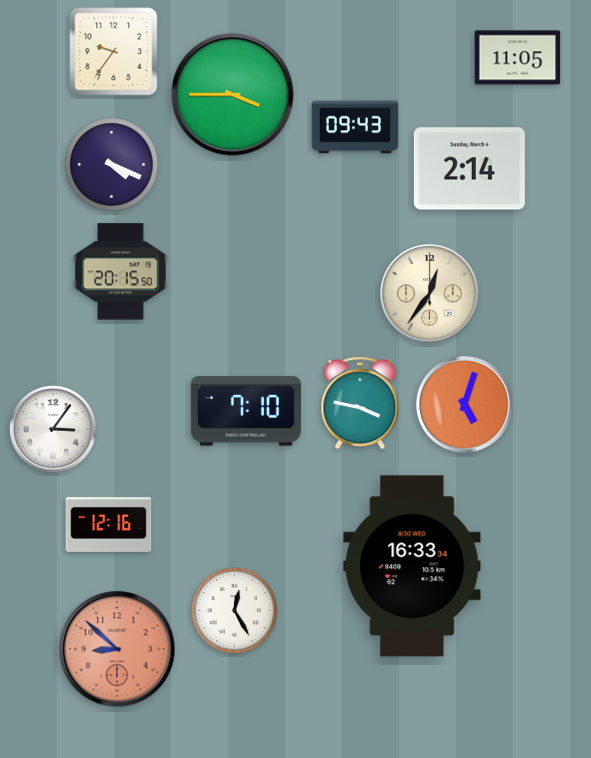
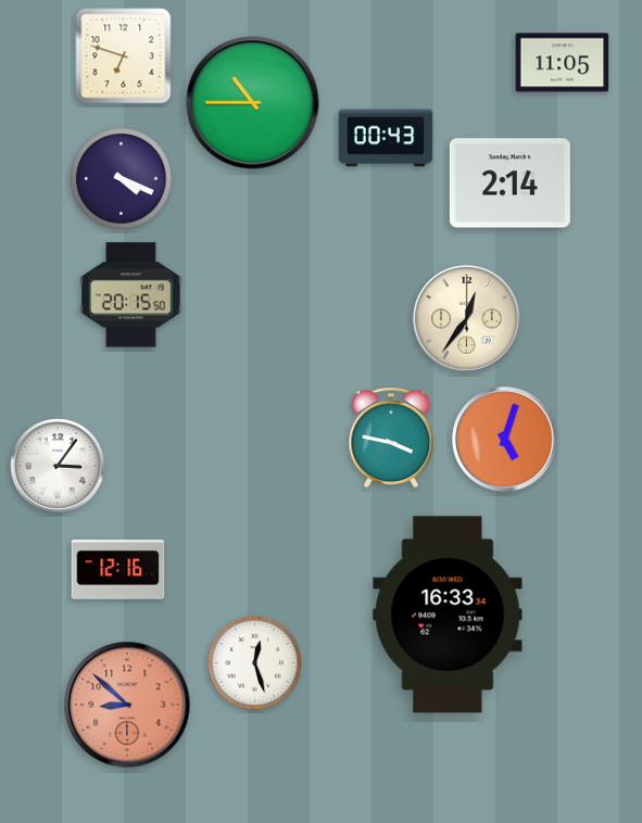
clock at (114, 52): 9:36 -> 6:48
clock at (233, 95): 3:45 -> 10:45
clock at (355, 127): 09:43 -> 00:43
clock at (246, 411): 7:10 -> none
clock at (235, 611): 12:25 -> 12:27
